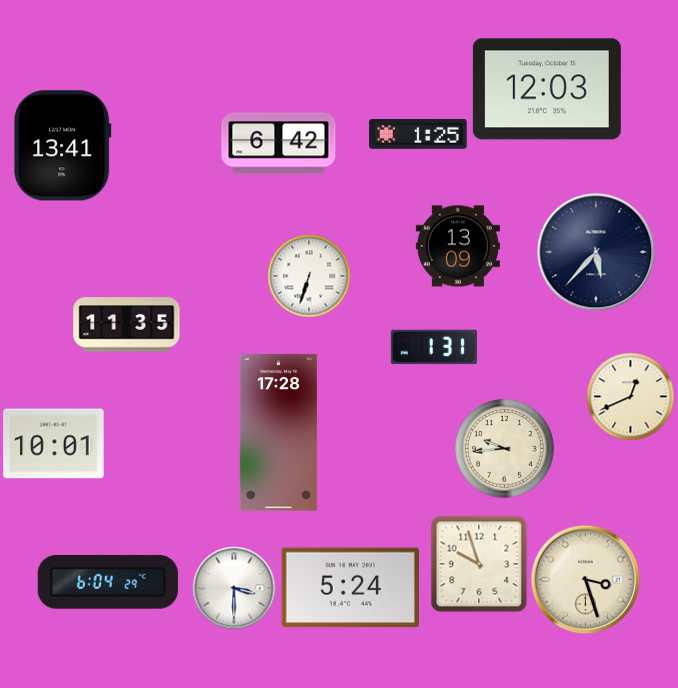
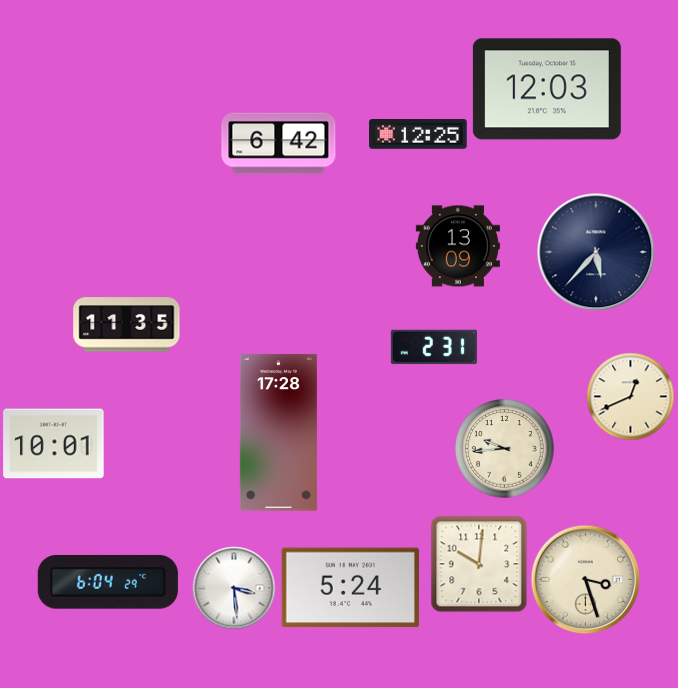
clock at (418, 134): 1:25 -> 12:25
clock at (62, 146): 13:41 -> none
clock at (309, 276): 6:33 -> none
clock at (434, 347): 1:31 -> 2:31
clock at (479, 564): 9:57 -> 10:01
clock at (234, 588): 3:30 -> 3:29
